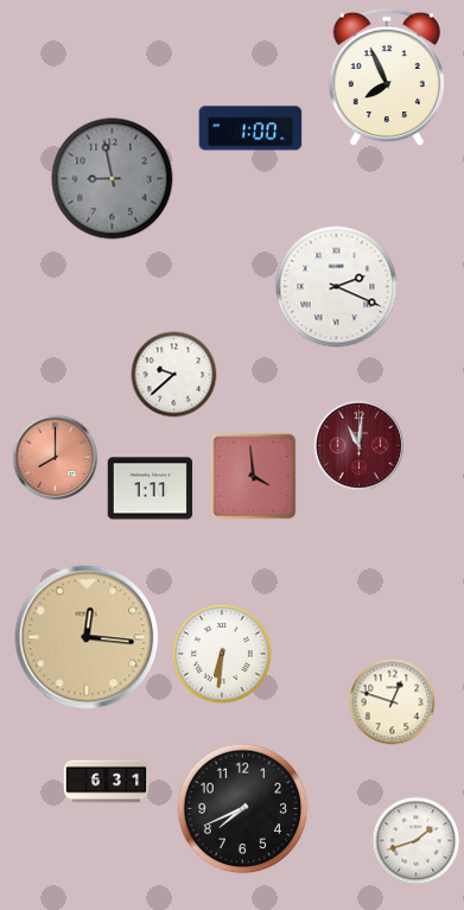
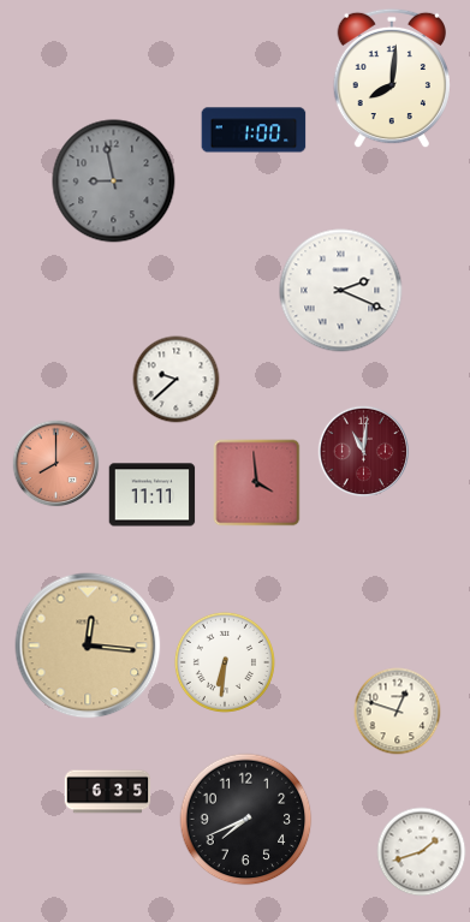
clock at (386, 77): 7:56 -> 8:01
clock at (151, 489): 1:11 -> 11:11
clock at (107, 782): 6:31 -> 6:35
